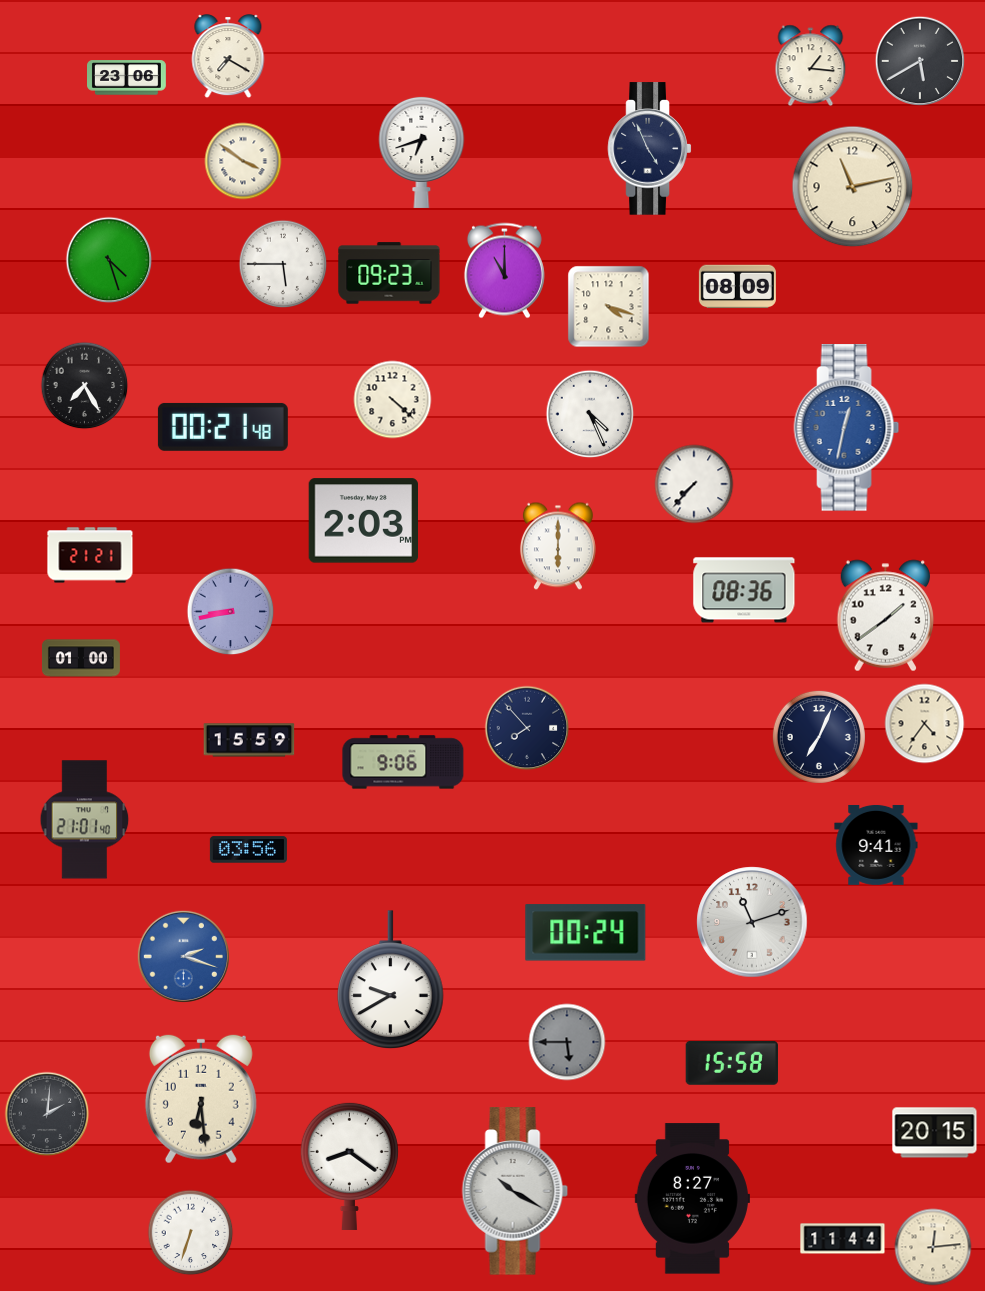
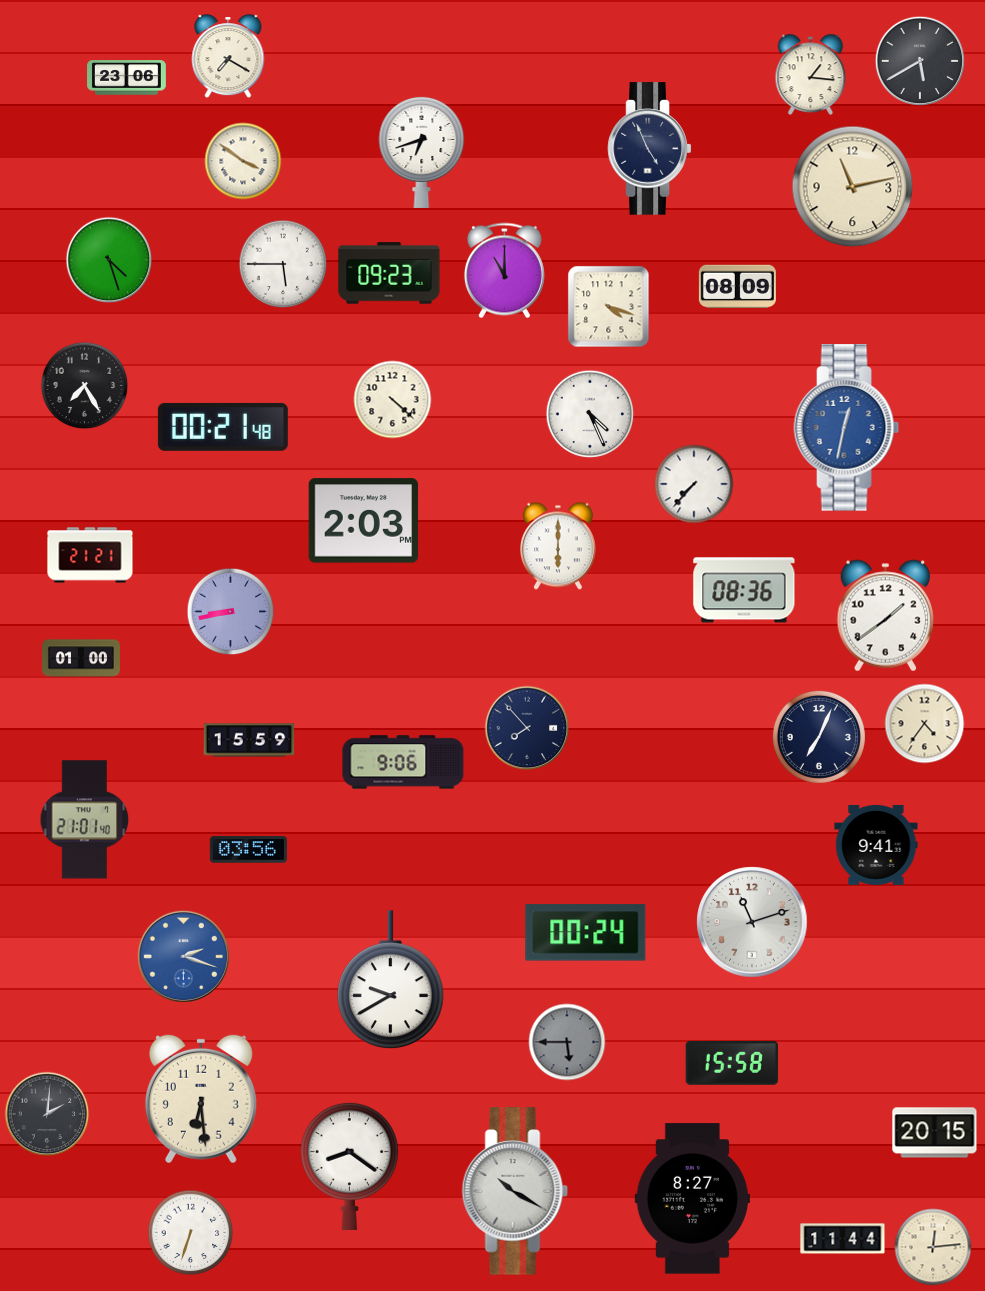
clock at (811, 66) position: (811, 66) -> (811, 75)
